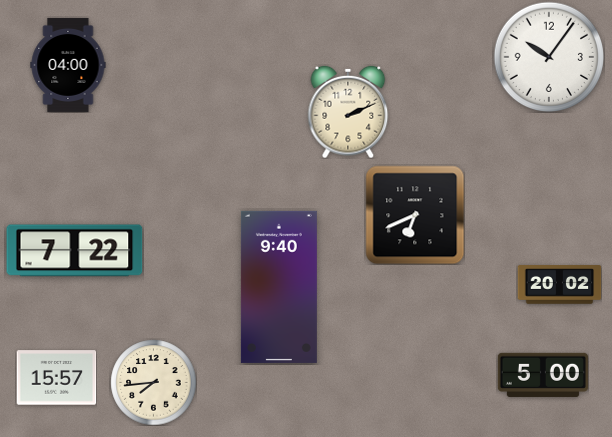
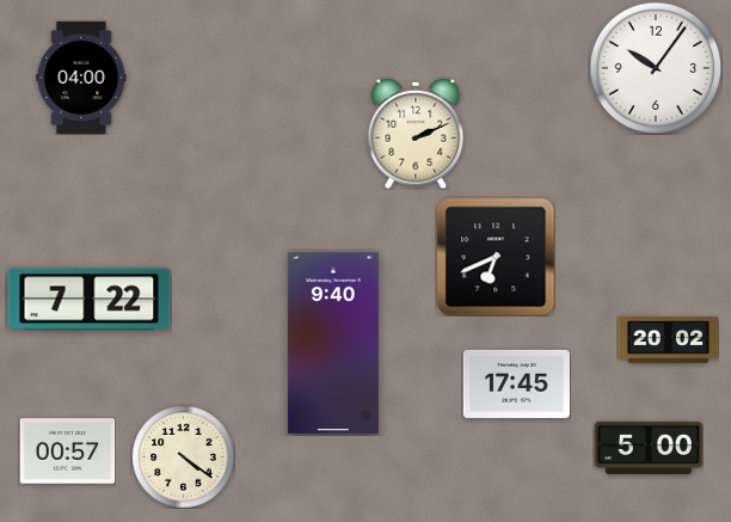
clock at (516, 383): none -> 17:45
clock at (56, 378): 15:57 -> 00:57
clock at (153, 382): 7:44 -> 4:21
